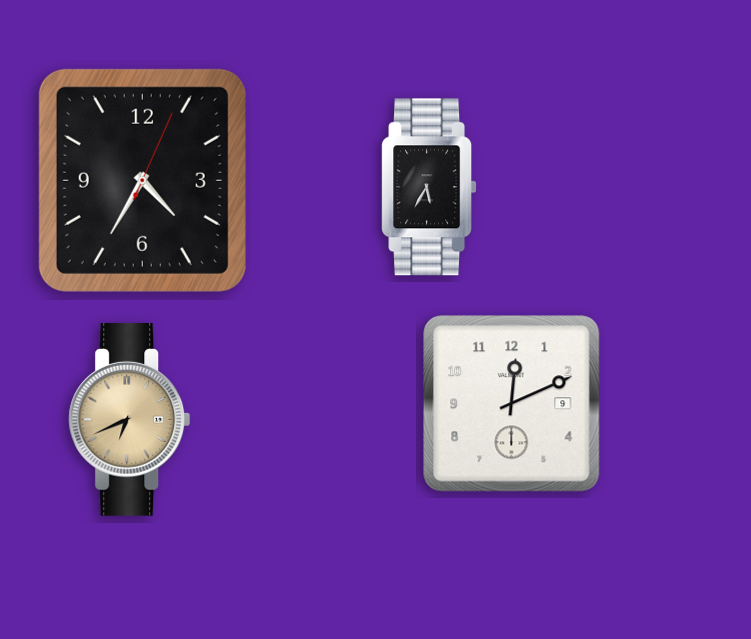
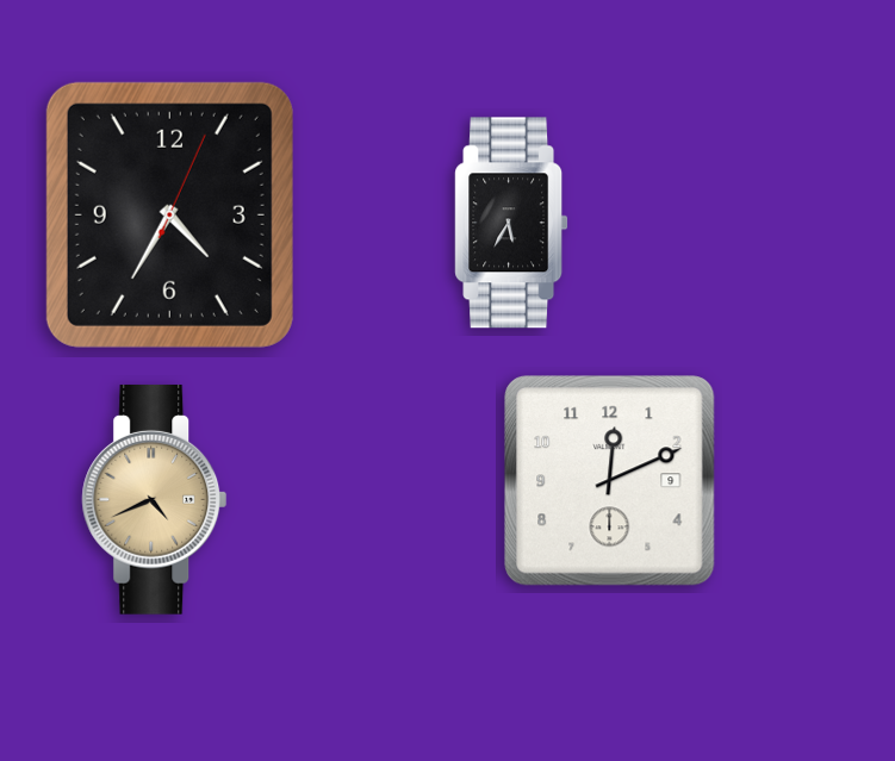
clock at (130, 419): 6:41 -> 4:41
